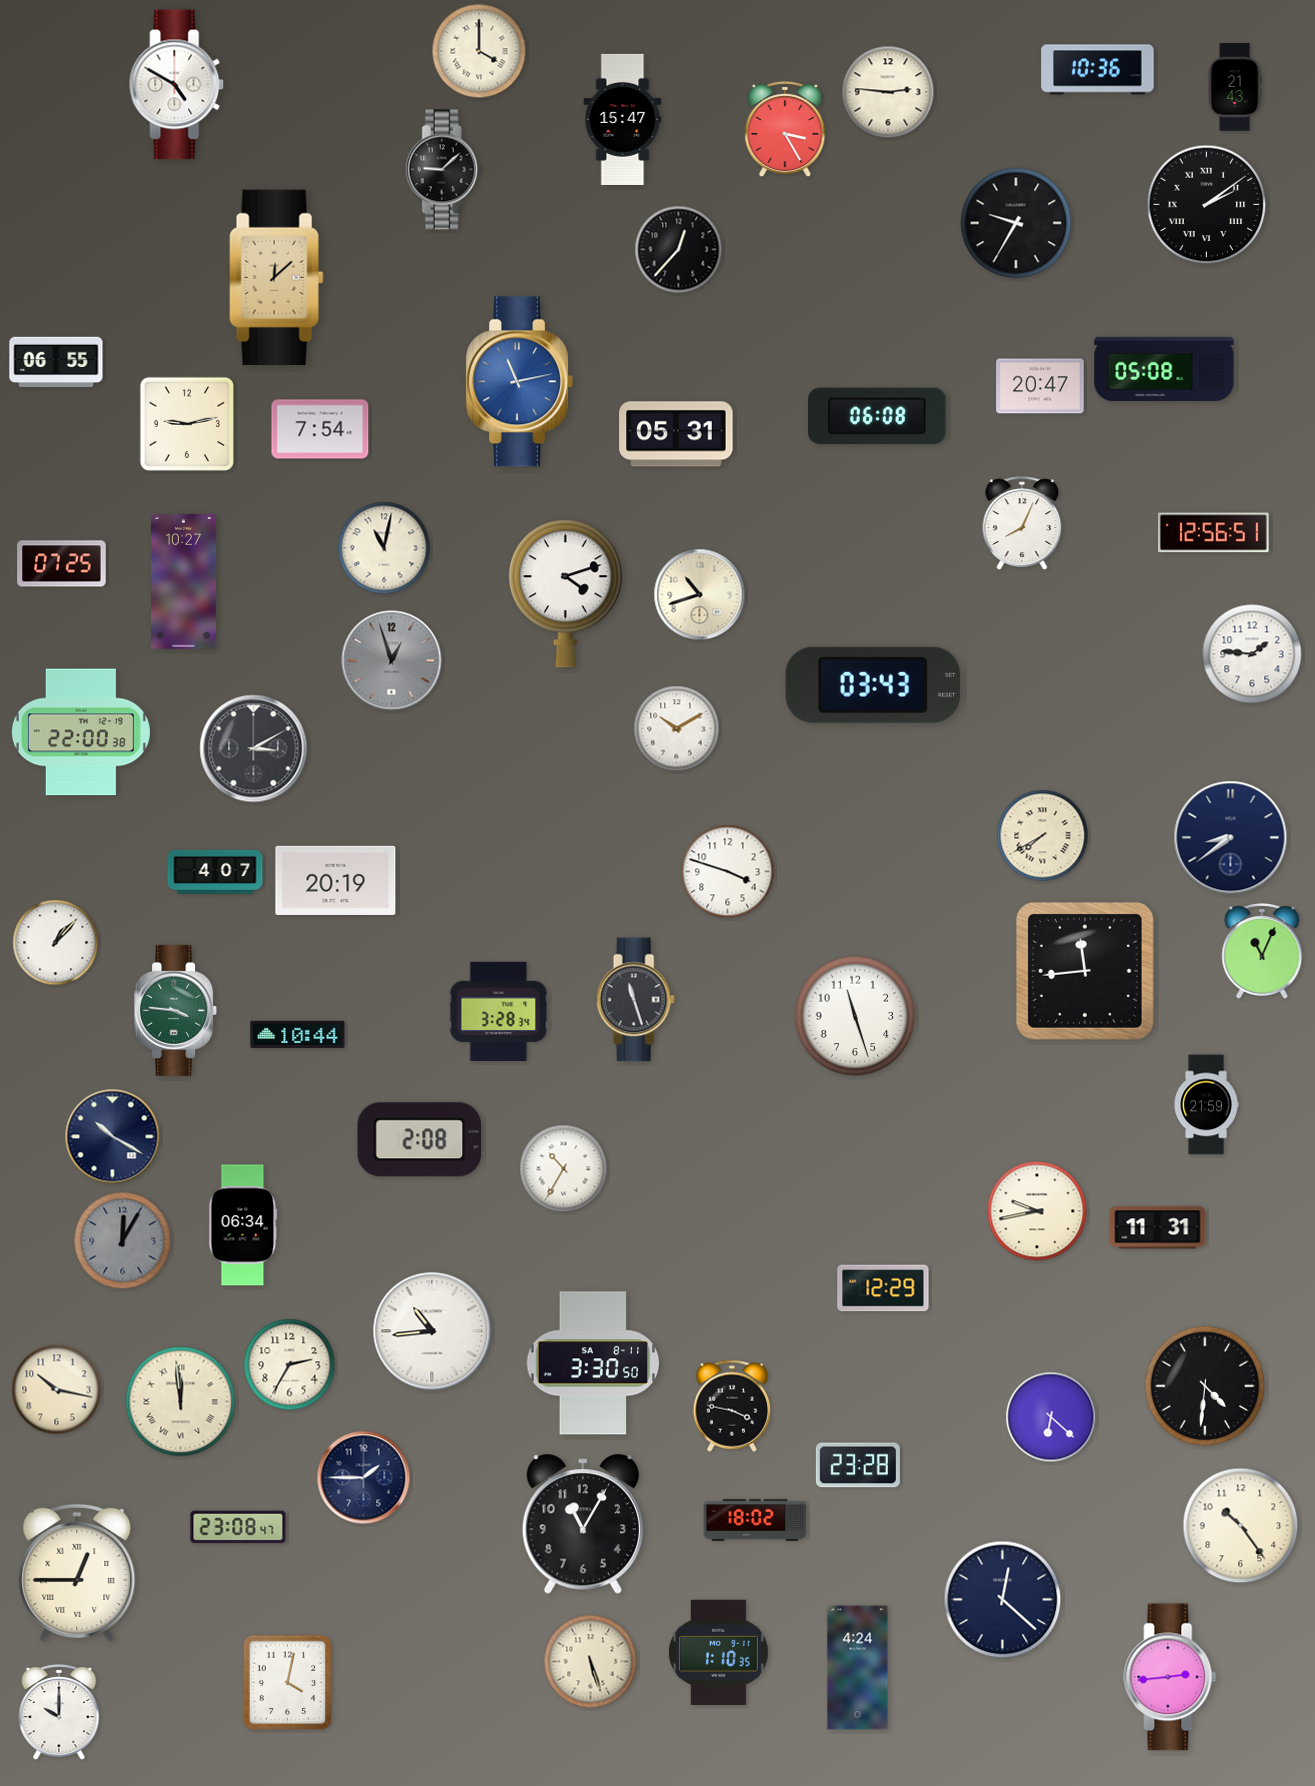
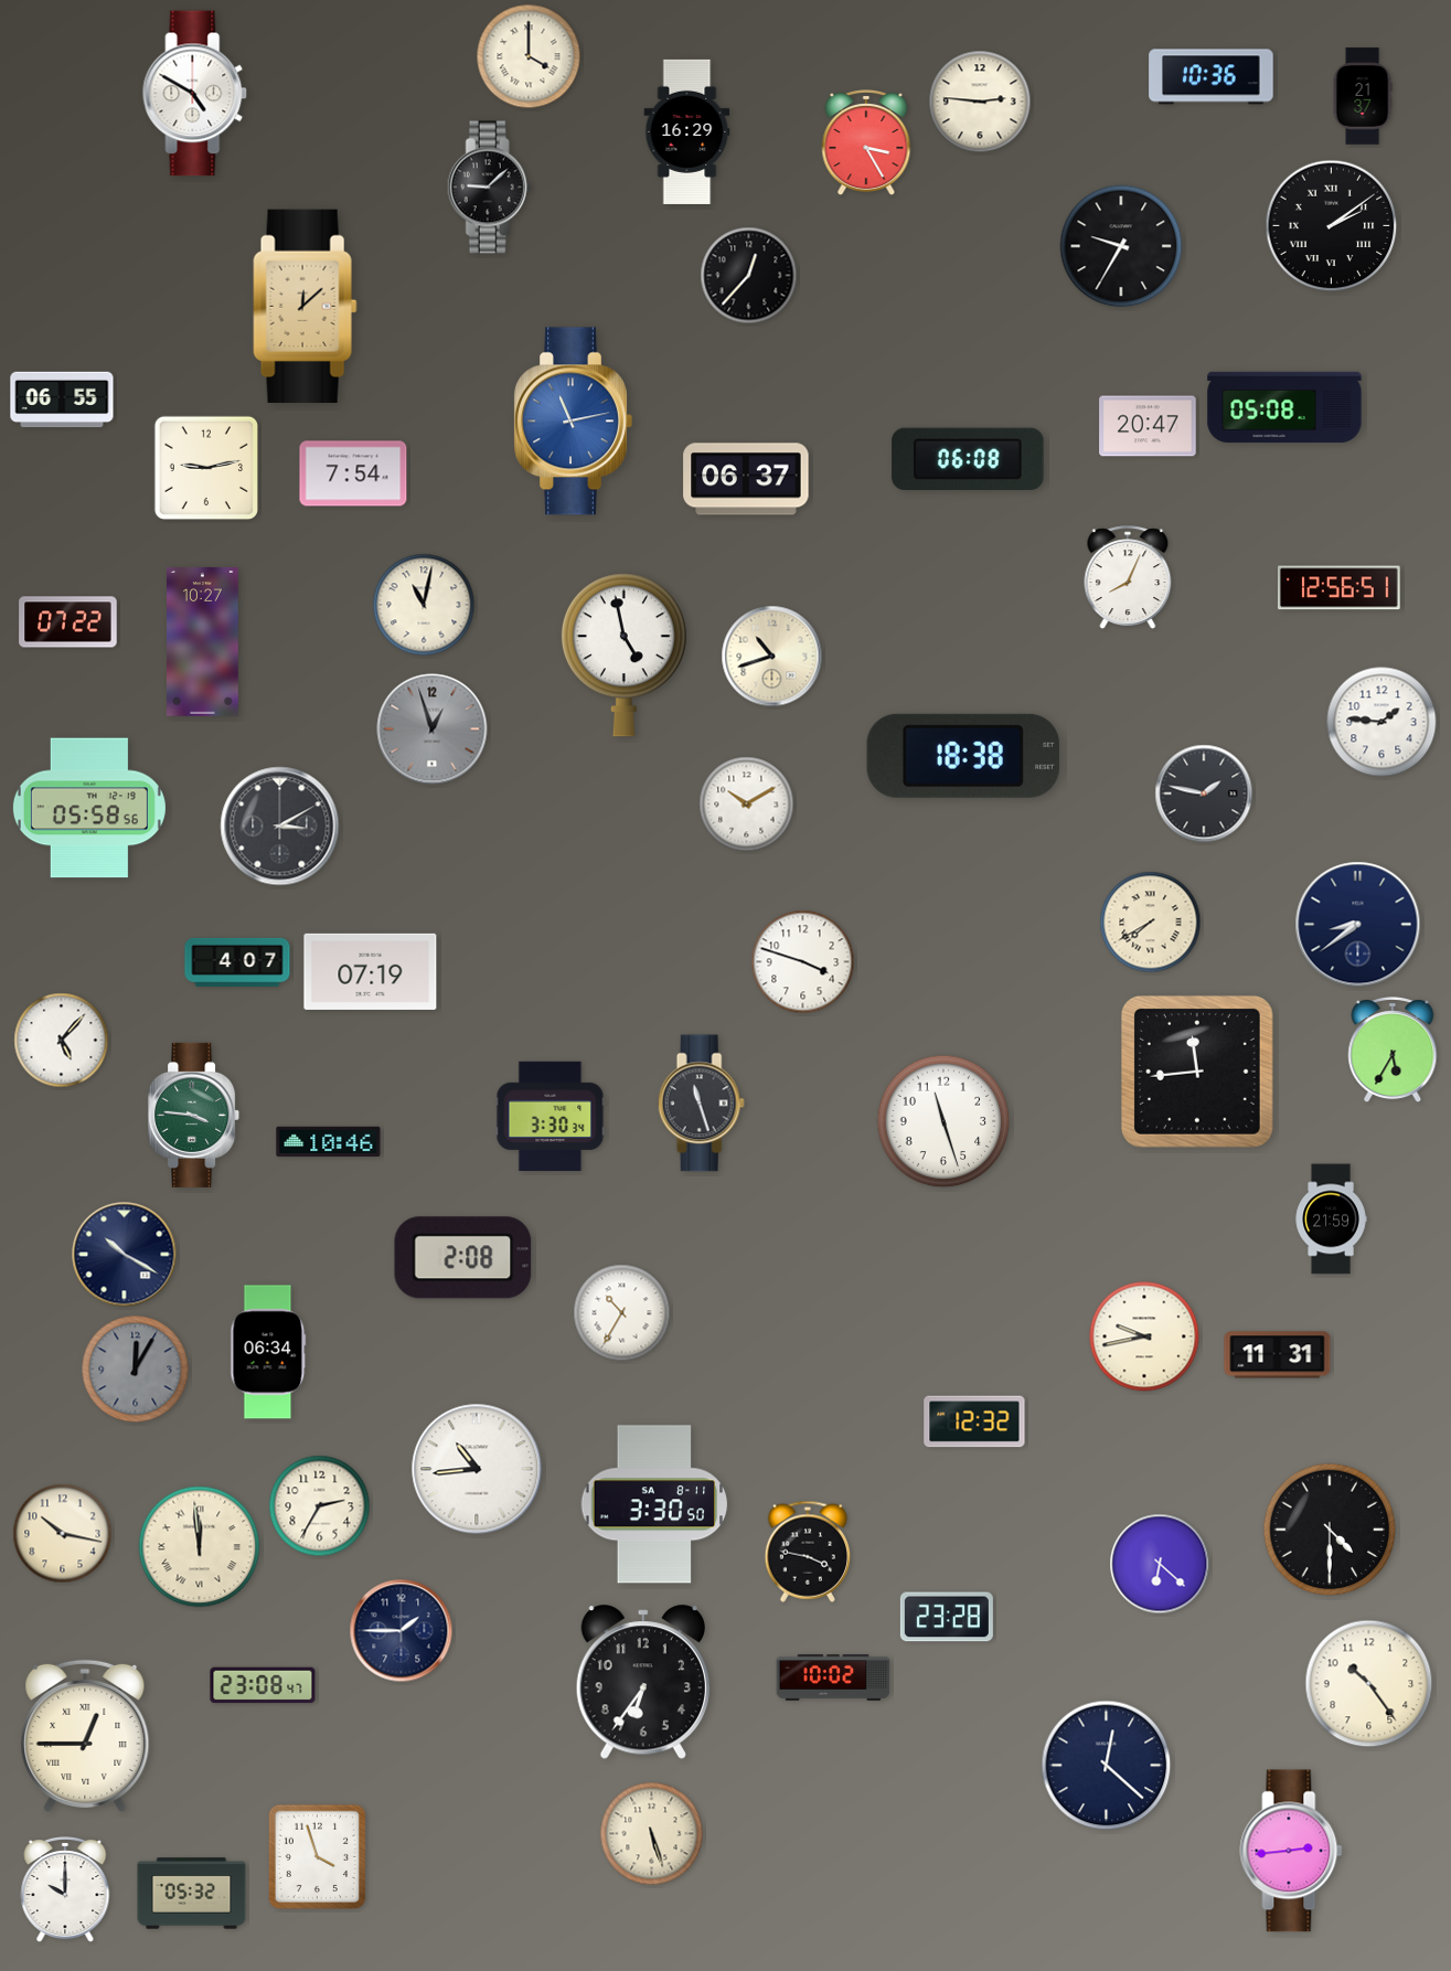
clock at (1235, 87): 21:43 -> 21:37
clock at (623, 119): 15:47 -> 16:29
clock at (676, 434): 05:31 -> 06:37
clock at (62, 564): 07:25 -> 07:22
clock at (565, 594): 4:12 -> 4:58
clock at (872, 685): 03:43 -> 18:38
clock at (1204, 793): none -> 1:47
clock at (81, 732): 22:00 -> 05:58
clock at (336, 880): 20:19 -> 07:19
clock at (56, 943): 1:07 -> 5:07
clock at (1262, 952): 11:04 -> 5:35
clock at (499, 1011): 3:28 -> 3:30
clock at (298, 1034): 10:44 -> 10:46
clock at (564, 1169) position: (564, 1169) -> (622, 1313)
clock at (883, 1288): 12:29 -> 12:32
clock at (1205, 1386): 4:31 -> 4:30
clock at (755, 1520): 18:02 -> 10:02
clock at (582, 1525): 11:05 -> 6:36
clock at (718, 1652): 1:10 -> none
clock at (858, 1668): 4:24 -> none
clock at (287, 1683): 4:02 -> 3:57
clock at (192, 1894): none -> 05:32
